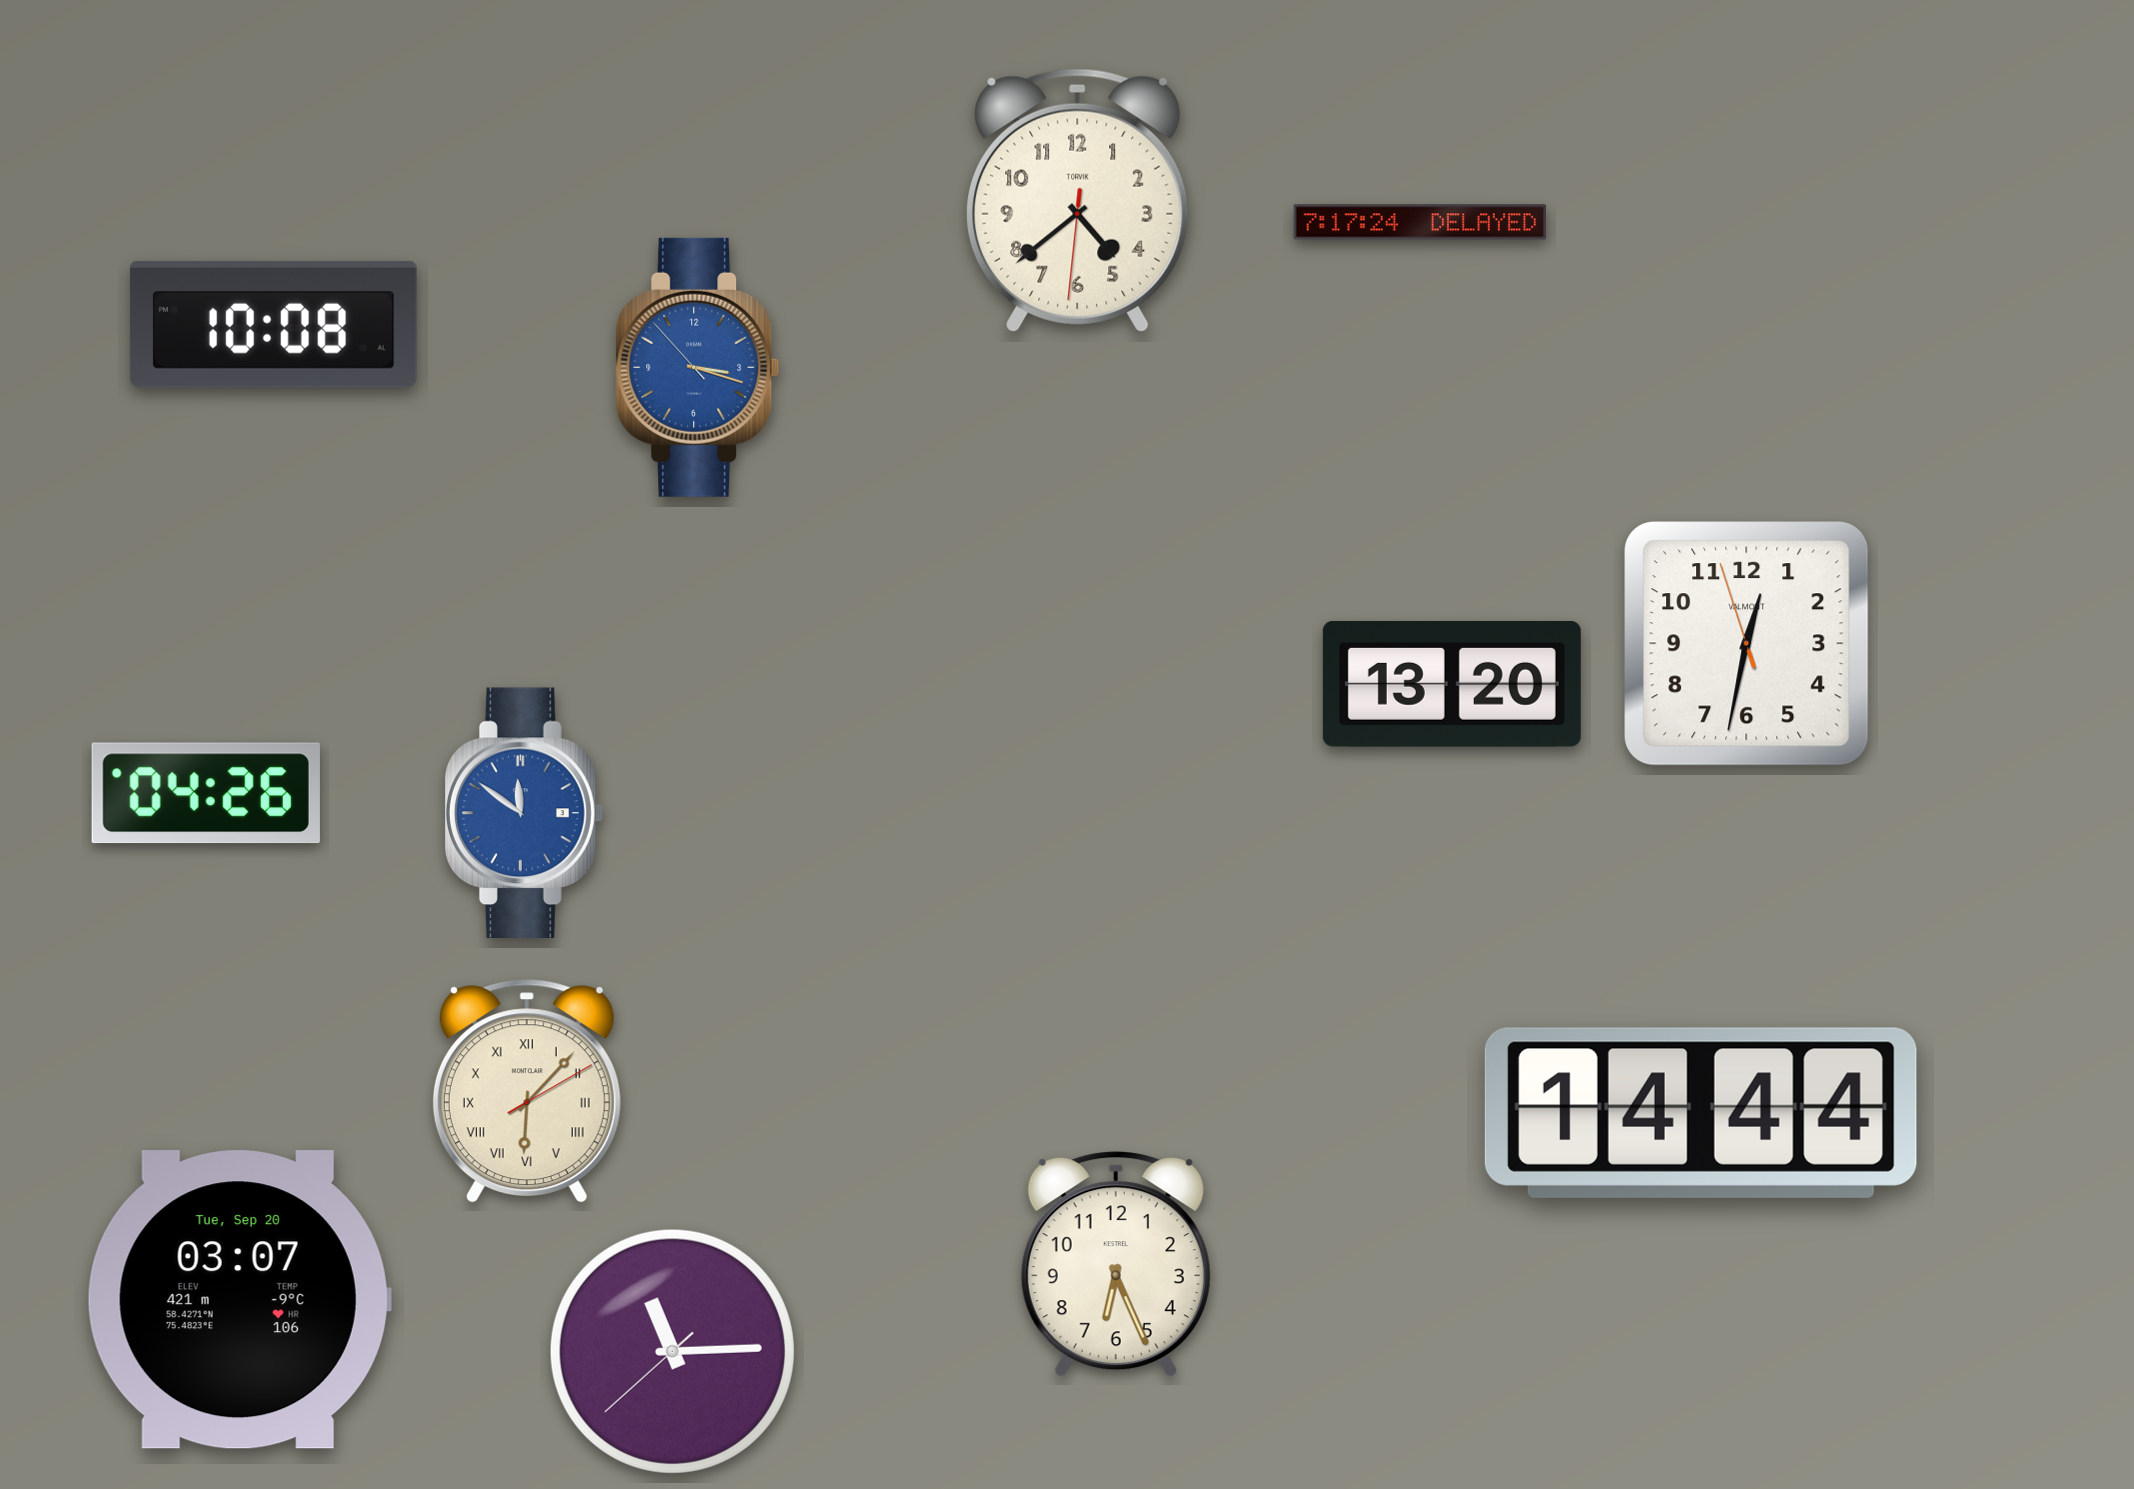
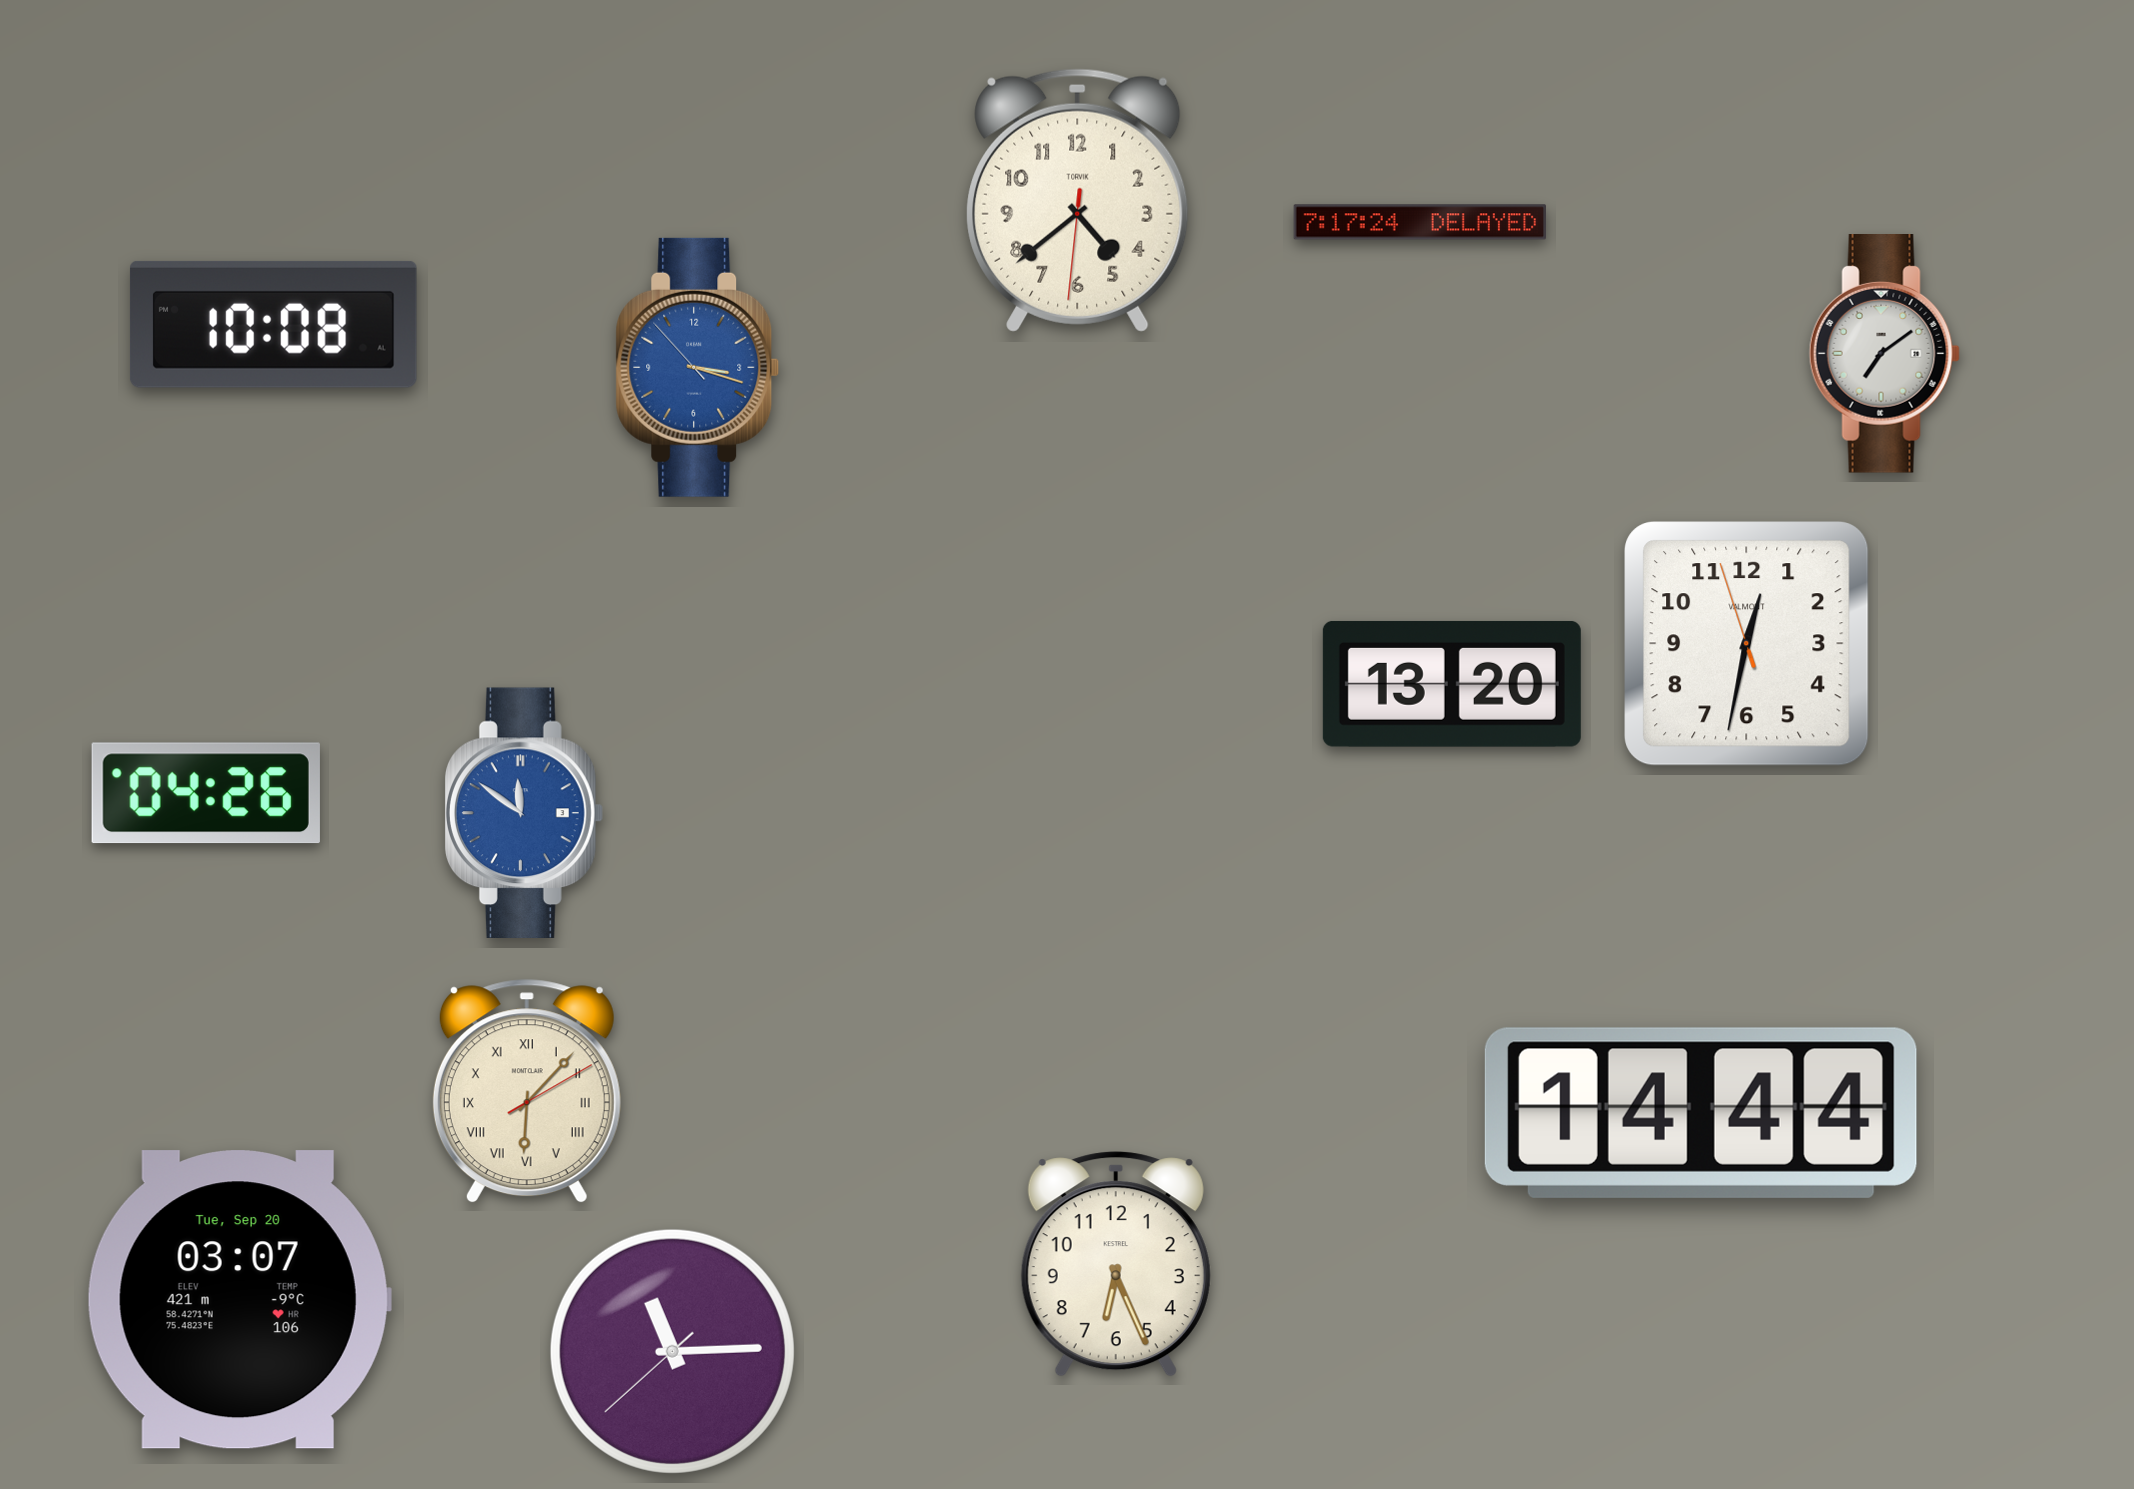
clock at (1884, 354): none -> 7:09
